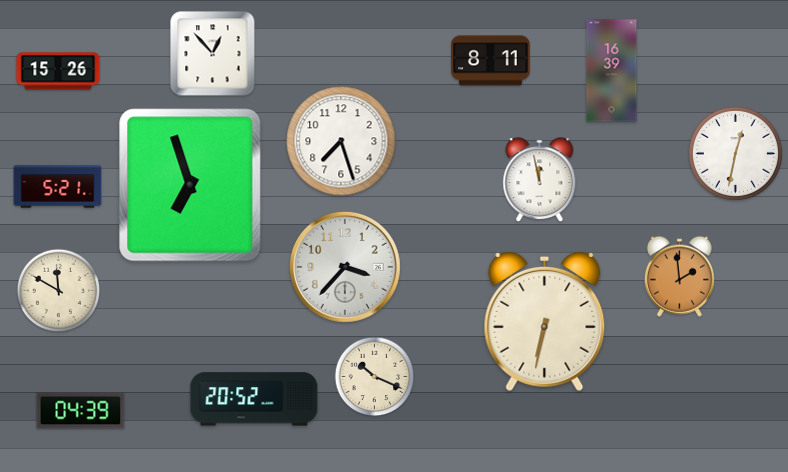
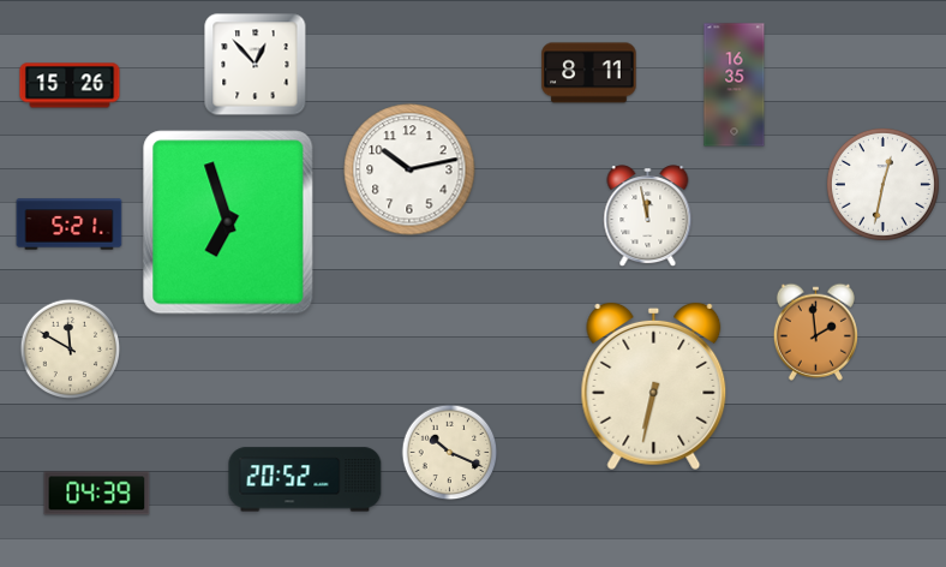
clock at (612, 71): 16:39 -> 16:35
clock at (341, 141): 7:27 -> 10:13
clock at (345, 267): 3:37 -> none
